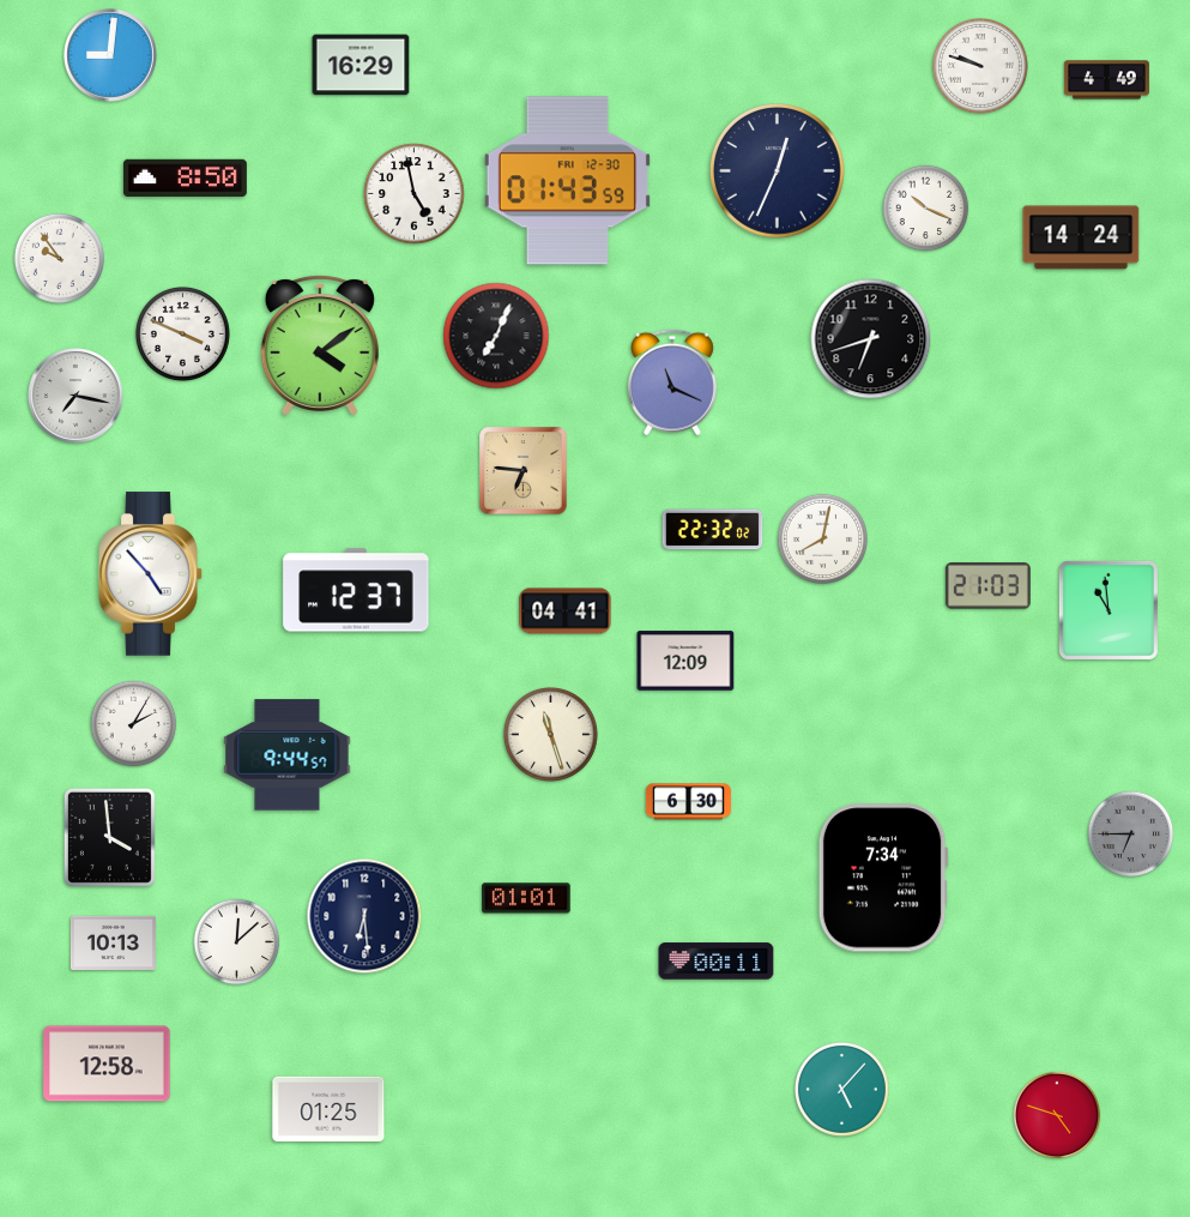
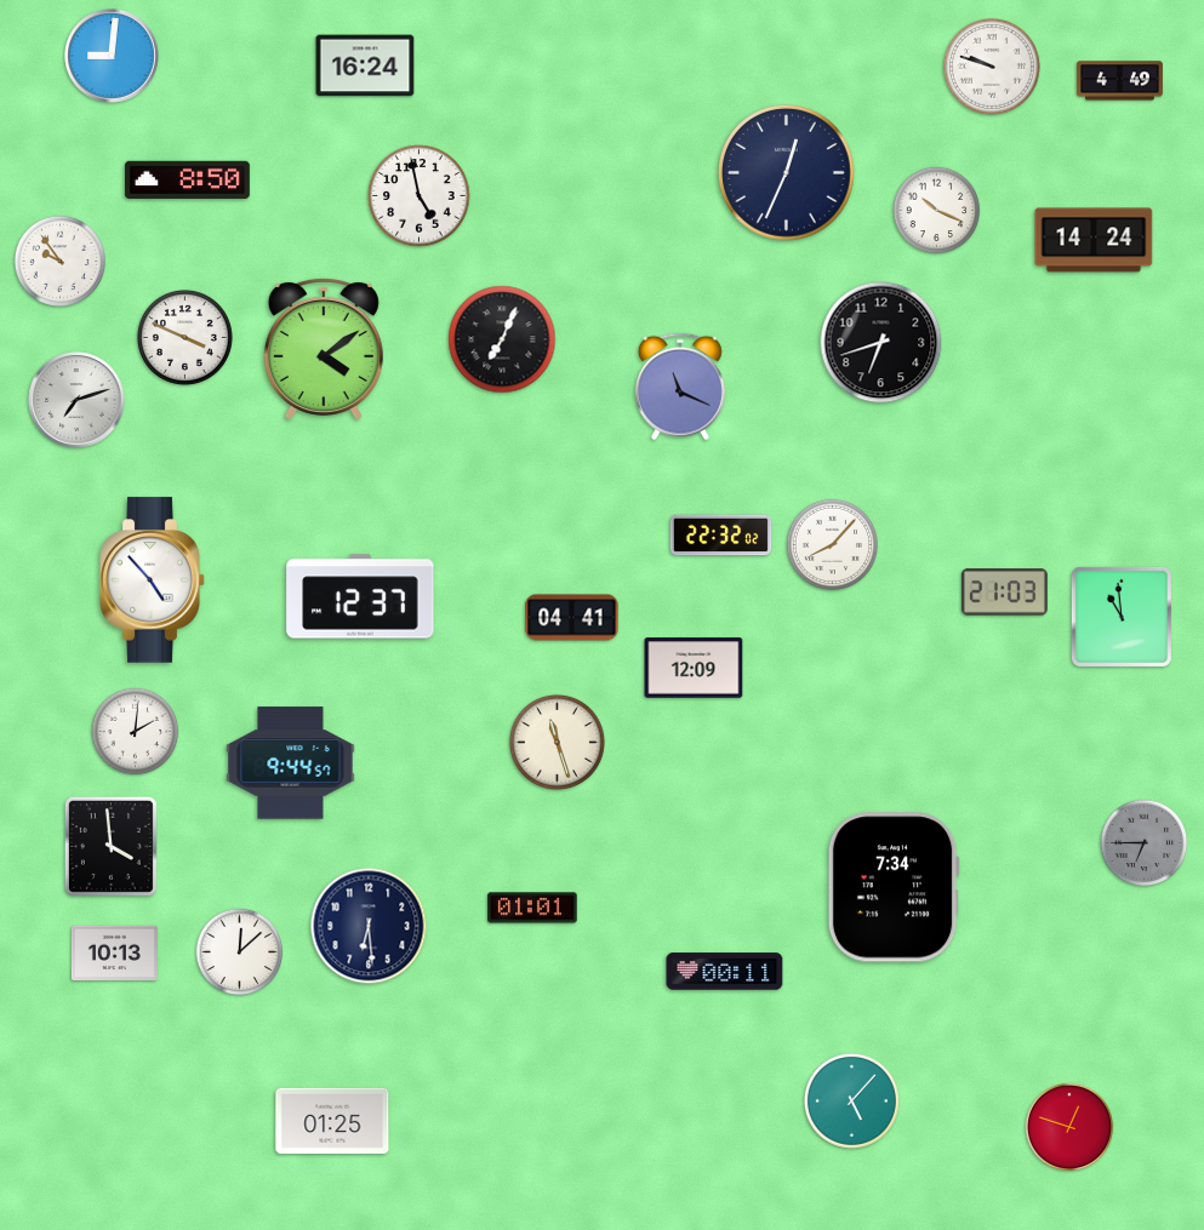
clock at (361, 65): 16:29 -> 16:24
clock at (567, 181): 01:43 -> none
clock at (75, 396): 7:17 -> 7:12
clock at (524, 471): 6:46 -> none
clock at (822, 538): 8:02 -> 8:07
clock at (987, 586) position: (987, 586) -> (1004, 593)
clock at (134, 724): 2:05 -> 2:01
clock at (688, 802): 6:30 -> none
clock at (107, 1064): 12:58 -> none
clock at (1057, 1115): 4:48 -> 12:48
